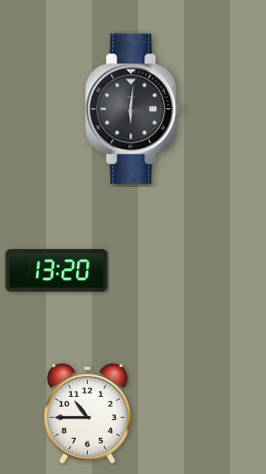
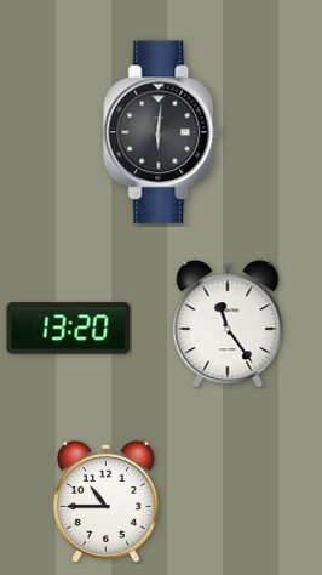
clock at (228, 324): none -> 11:24
